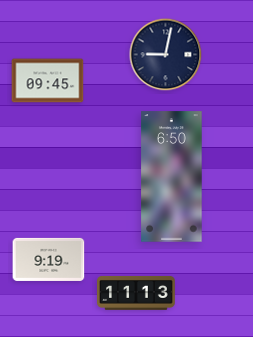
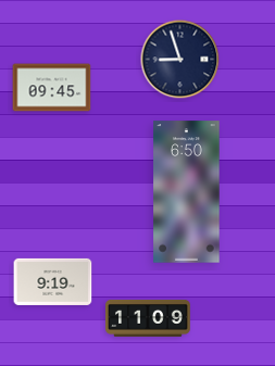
clock at (166, 55): 9:02 -> 8:57
clock at (136, 293): 11:13 -> 11:09
